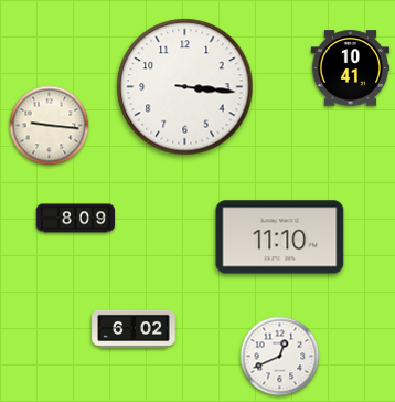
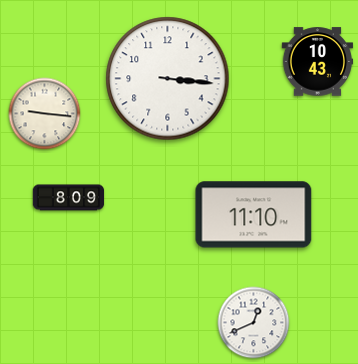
clock at (351, 68): 10:41 -> 10:43
clock at (134, 329): 6:02 -> none
